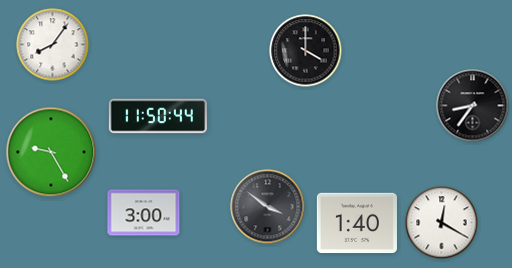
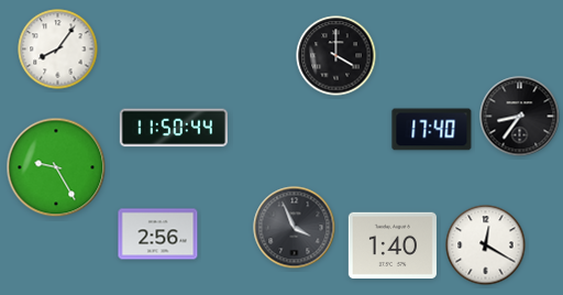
clock at (432, 130): none -> 17:40
clock at (268, 207): 3:51 -> 3:56
clock at (144, 213): 3:00 -> 2:56
